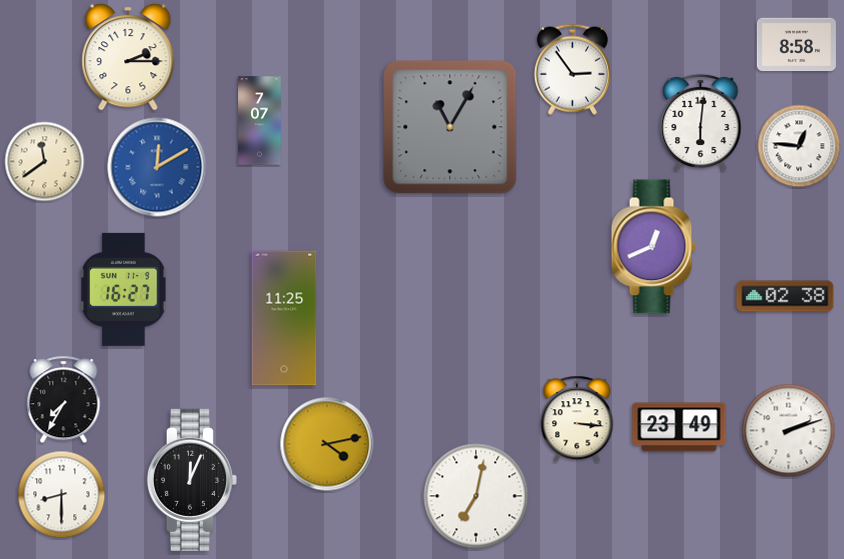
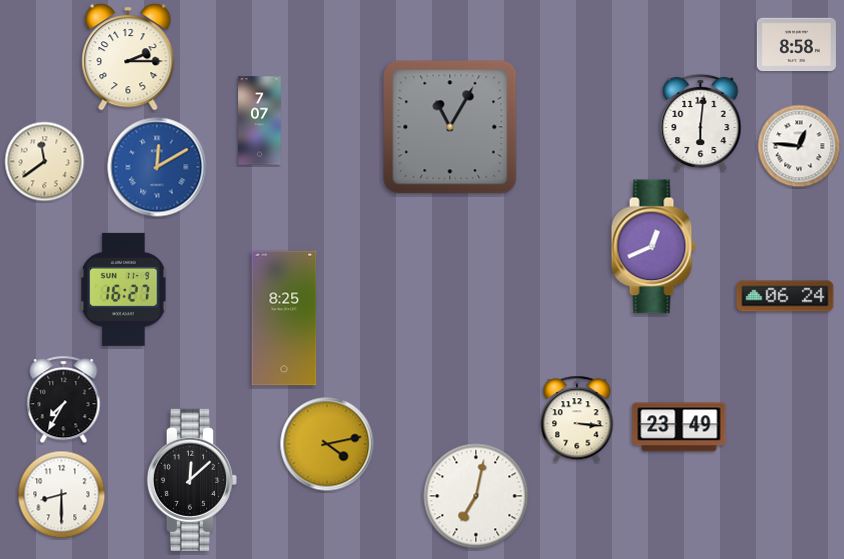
clock at (572, 69): 2:54 -> none
clock at (785, 296): 02:38 -> 06:24
clock at (284, 318): 11:25 -> 8:25
clock at (789, 431): 2:12 -> none
clock at (192, 480): 12:04 -> 12:08
